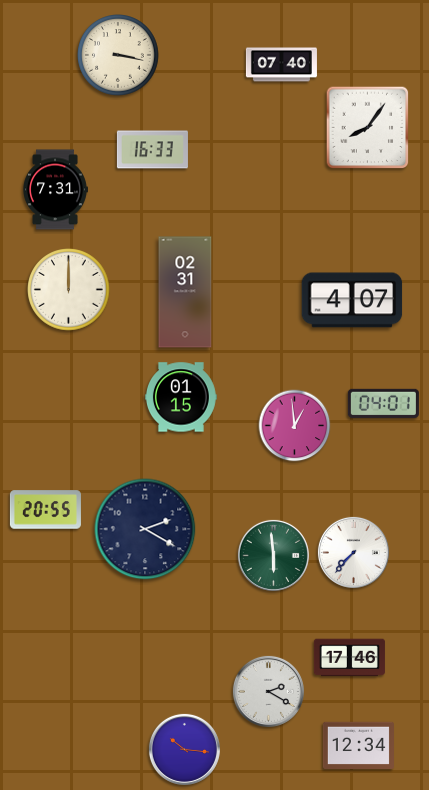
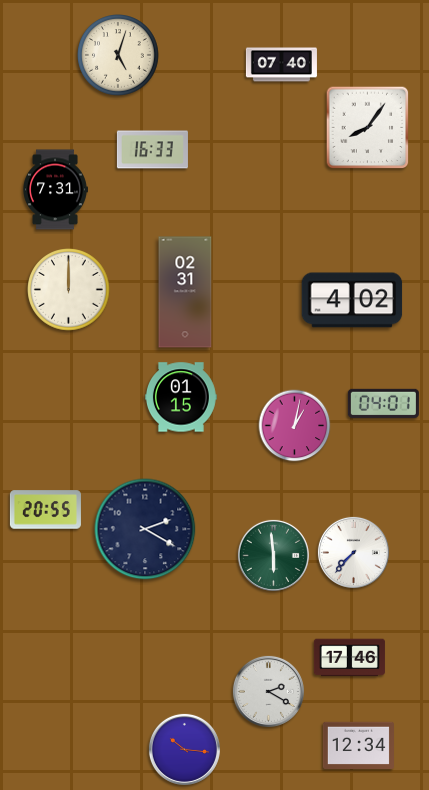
clock at (119, 56): 3:17 -> 5:03
clock at (352, 300): 4:07 -> 4:02
clock at (295, 426): 12:59 -> 1:02
